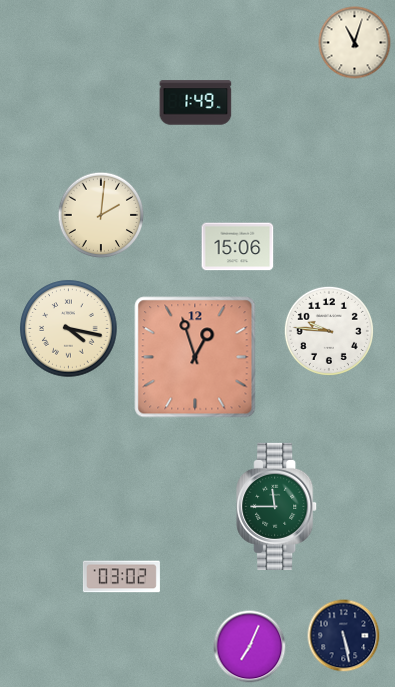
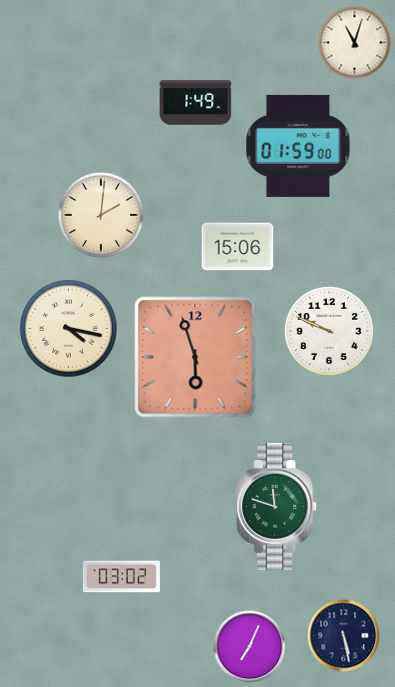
clock at (298, 146): none -> 01:59
clock at (329, 331): 9:46 -> 9:49
clock at (195, 357): 12:57 -> 5:57
clock at (277, 506): 11:45 -> 11:48
